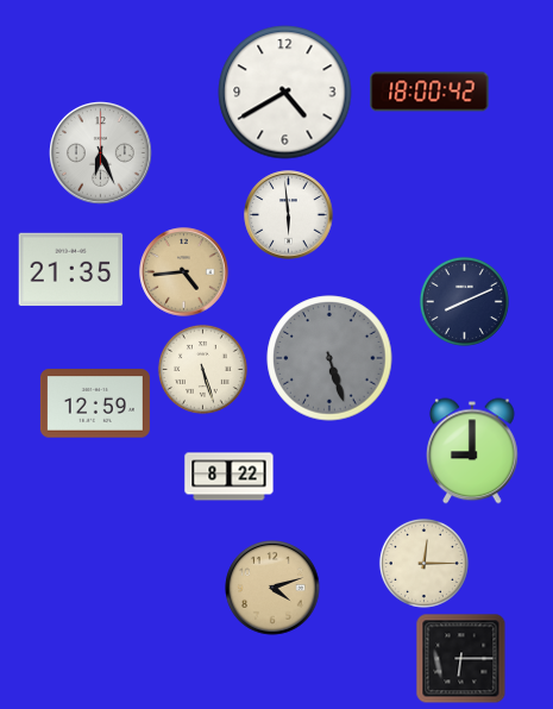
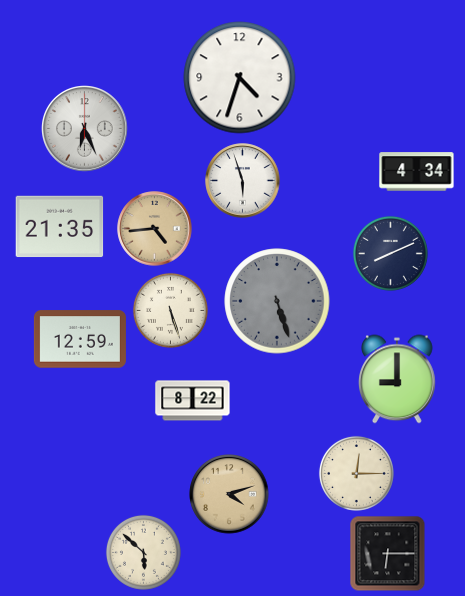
clock at (429, 92): 18:00 -> none
clock at (285, 93): 4:40 -> 4:33
clock at (417, 172): none -> 4:34
clock at (289, 215): 5:59 -> 5:57
clock at (143, 552): none -> 5:52
